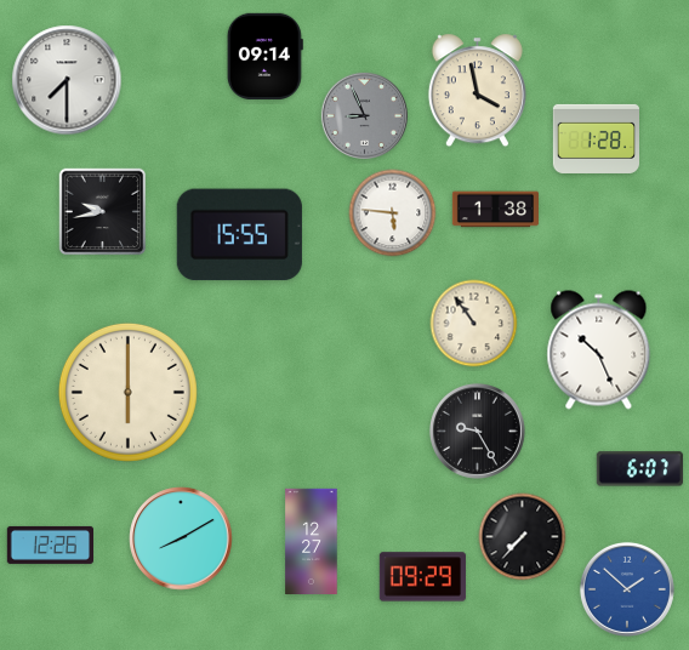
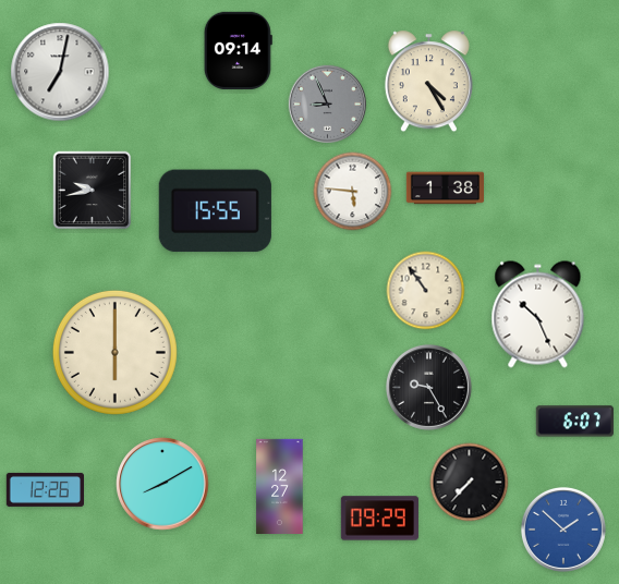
clock at (67, 80): 7:30 -> 7:02
clock at (477, 91): 3:58 -> 4:25
clock at (596, 138): 1:28 -> none
